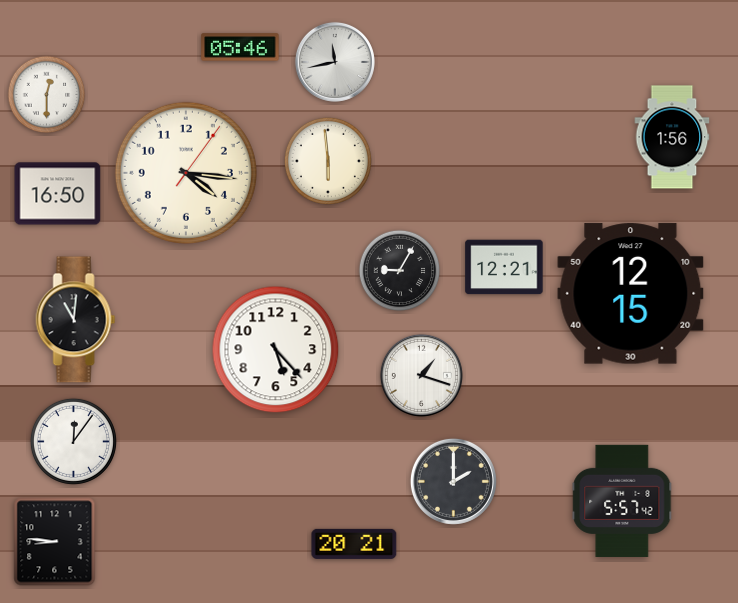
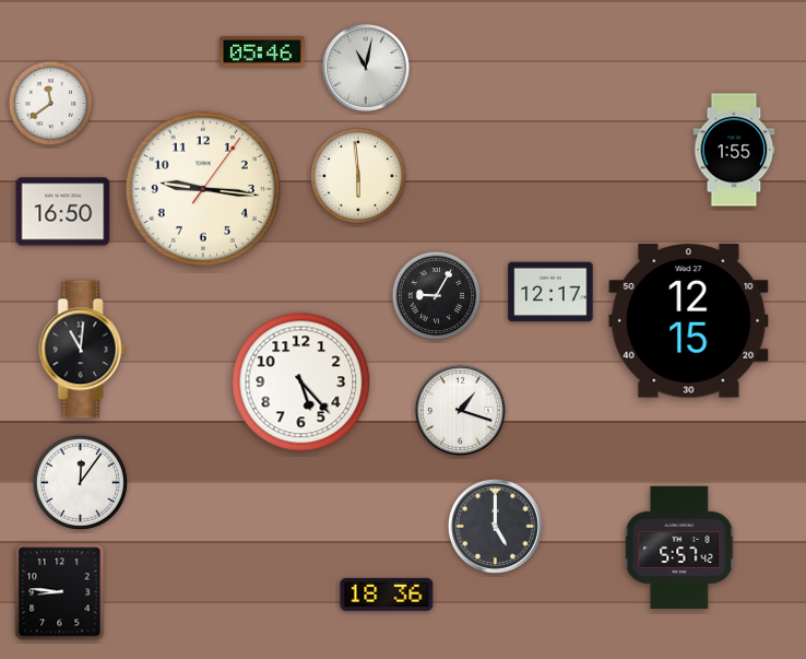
clock at (335, 62): 11:43 -> 11:02
clock at (47, 95): 12:30 -> 11:39
clock at (672, 137): 1:56 -> 1:55
clock at (186, 173): 4:16 -> 9:16
clock at (504, 267): 12:21 -> 12:17
clock at (453, 481): 2:00 -> 5:00
clock at (354, 544): 20:21 -> 18:36
